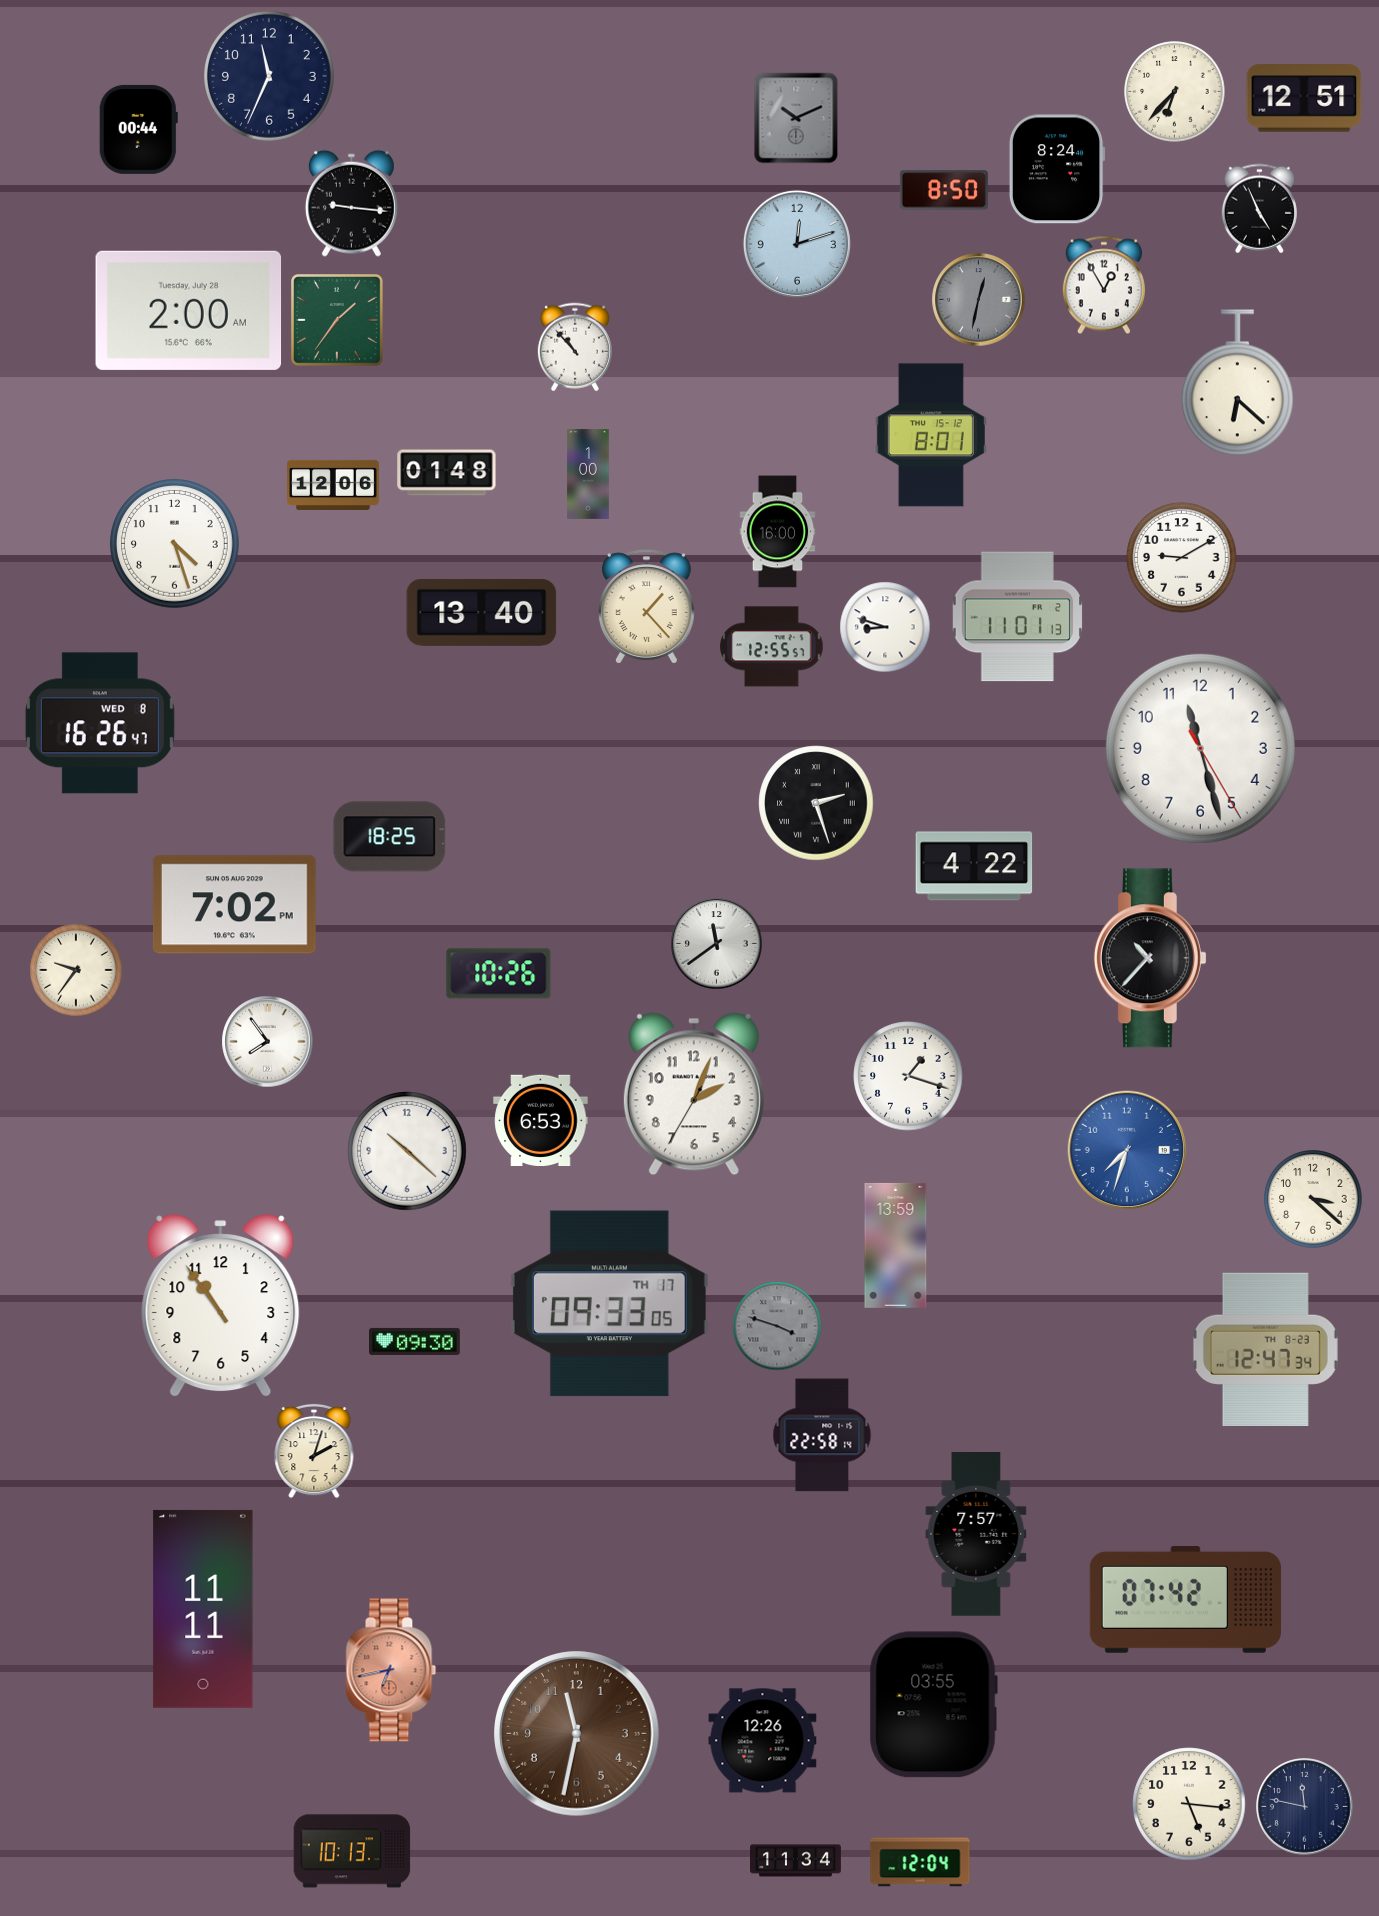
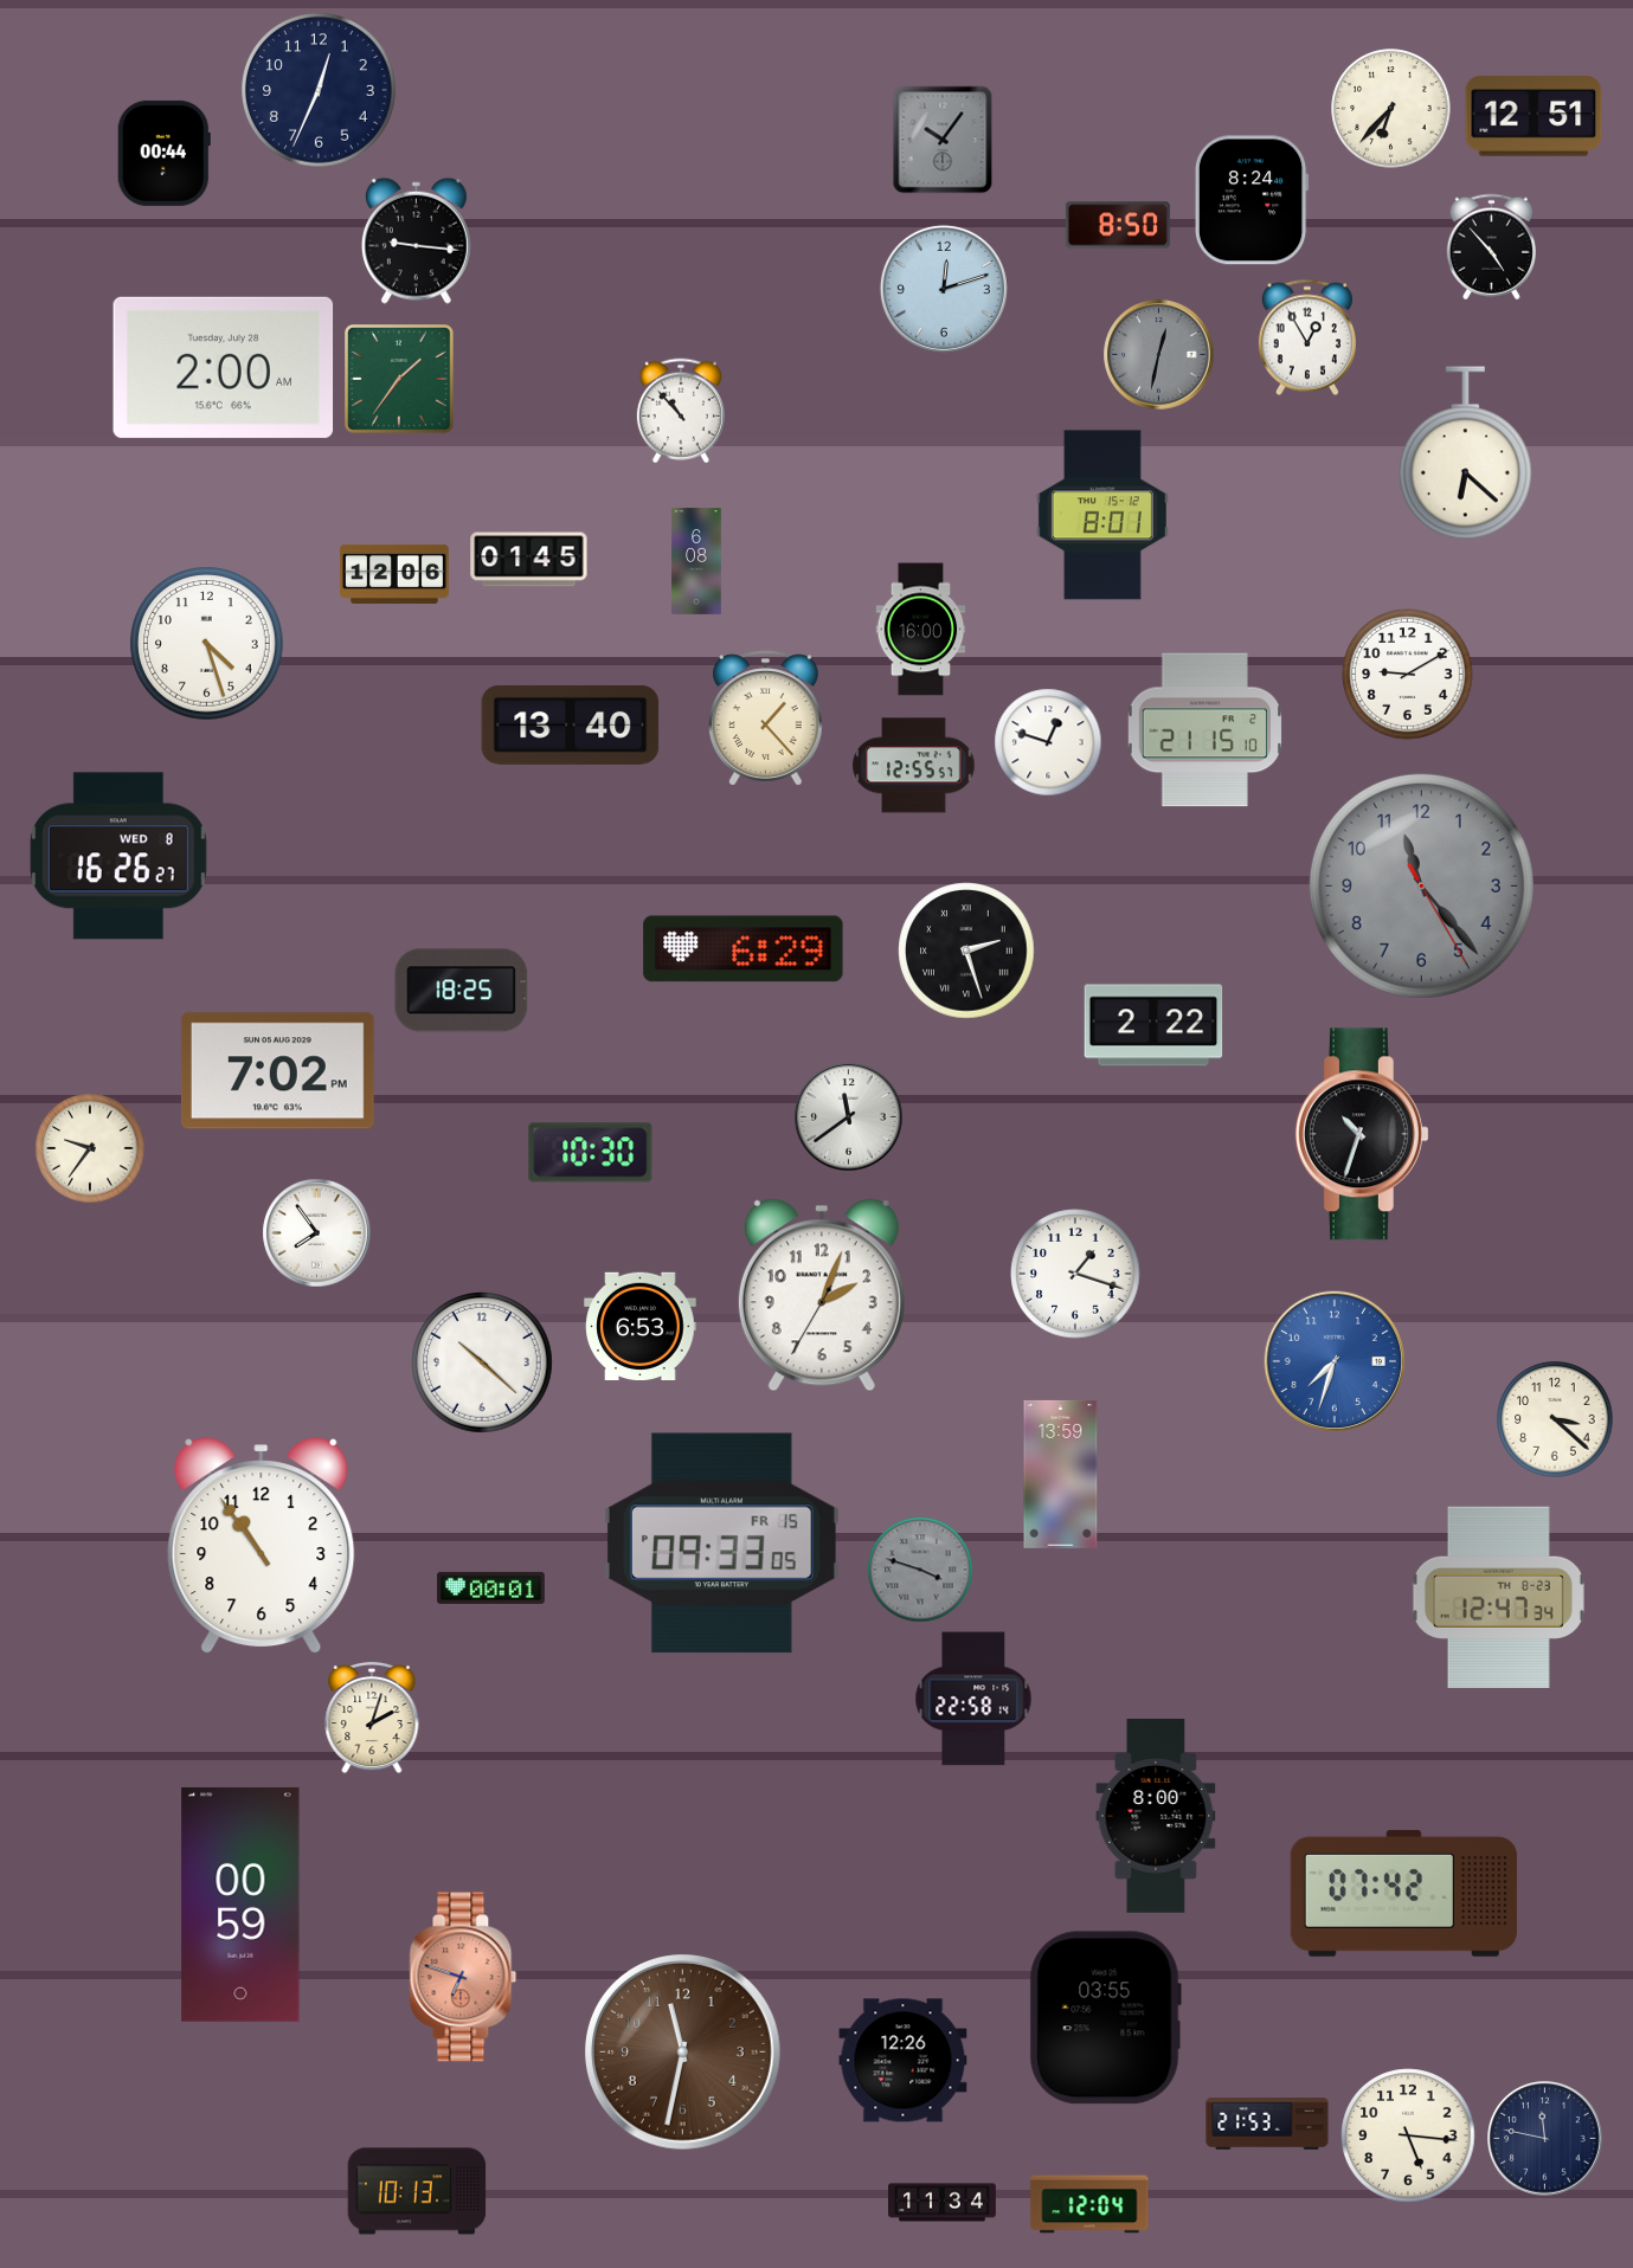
clock at (270, 77): 11:34 -> 12:34
clock at (1304, 98) position: (1304, 98) -> (1534, 116)
clock at (796, 118): 10:11 -> 10:06
clock at (1259, 209): 4:56 -> 4:53
clock at (447, 473): 01:48 -> 01:45
clock at (588, 474): 1:00 -> 6:08
clock at (1182, 558) position: (1182, 558) -> (1408, 675)
clock at (1017, 617): 11:01 -> 21:15
clock at (885, 627): 8:48 -> 12:48
clock at (100, 723): 16:26:47 -> 16:26:27
clock at (1200, 748): 11:27 -> 11:23
clock at (1200, 748) dial: white -> grey
clock at (744, 949): none -> 6:29
clock at (974, 866): 4:22 -> 2:22
clock at (1150, 958): 10:37 -> 10:33
clock at (499, 974): 10:26 -> 10:30
clock at (609, 1304) date: TH 17 -> FR 15
clock at (415, 1341): 09:30 -> 00:01
clock at (976, 1535): 7:57 -> 8:00
clock at (203, 1609): 11:11 -> 00:59
clock at (391, 1670): 6:43 -> 6:48
clock at (1267, 2124): none -> 21:53
